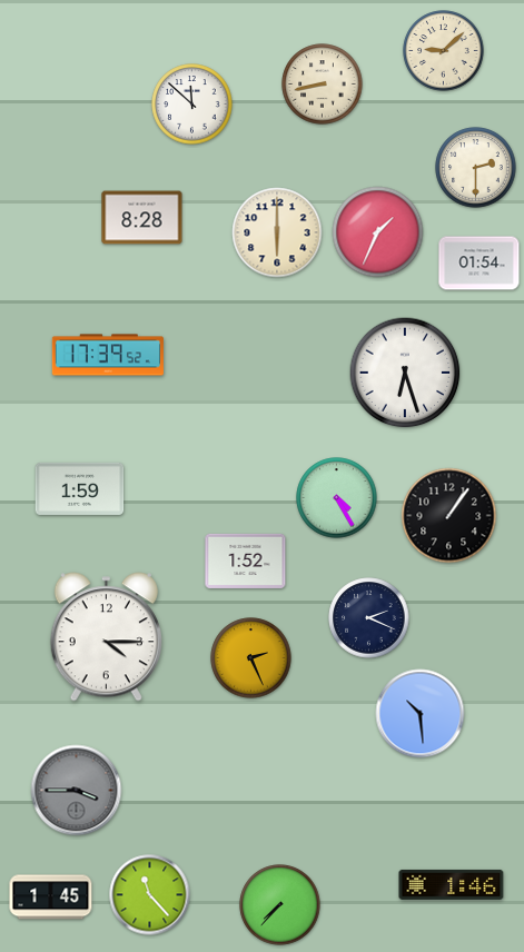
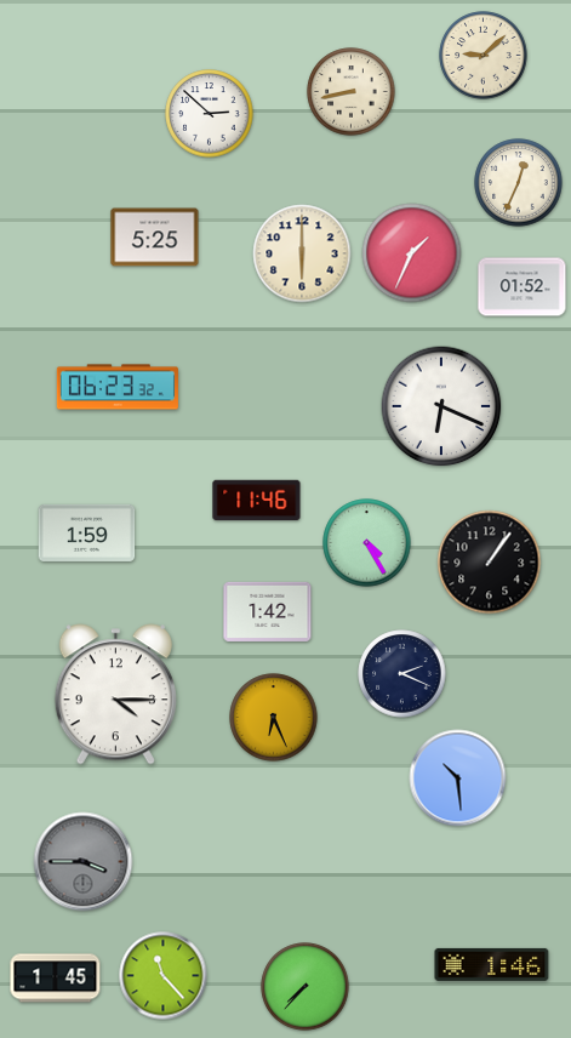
clock at (192, 105): 11:52 -> 2:52
clock at (476, 168): 2:30 -> 12:34
clock at (142, 218): 8:28 -> 5:25
clock at (479, 264): 01:54 -> 01:52
clock at (108, 355): 17:39 -> 06:23
clock at (405, 373): 6:27 -> 6:19
clock at (257, 501): none -> 11:46
clock at (246, 561): 1:52 -> 1:42
clock at (251, 658): 2:26 -> 6:26
